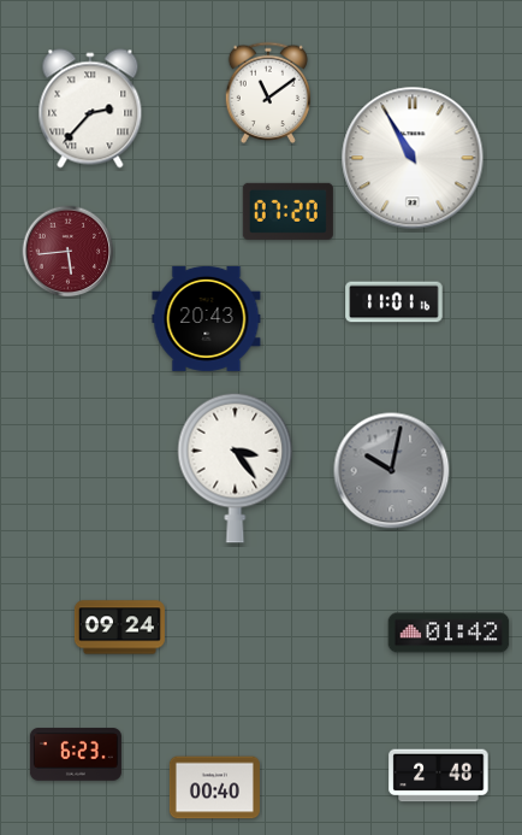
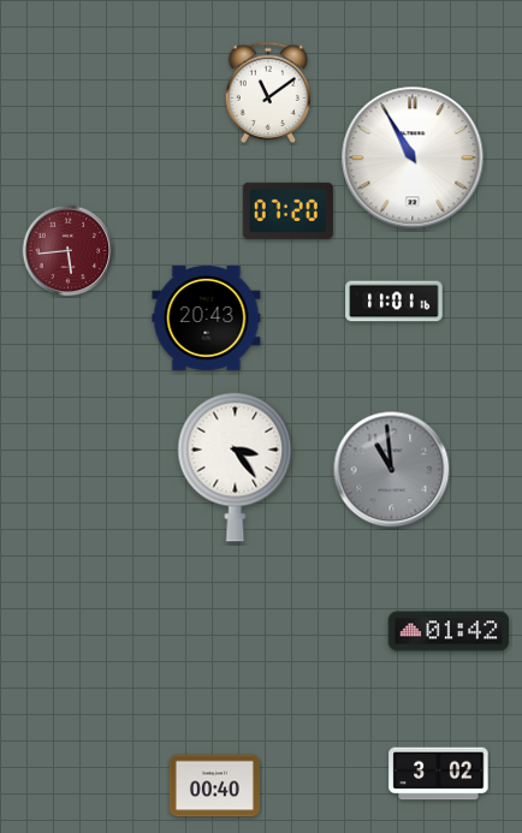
clock at (90, 108): 2:37 -> none
clock at (392, 471): 10:02 -> 10:59
clock at (119, 628): 09:24 -> none
clock at (76, 754): 6:23 -> none
clock at (439, 776): 2:48 -> 3:02
